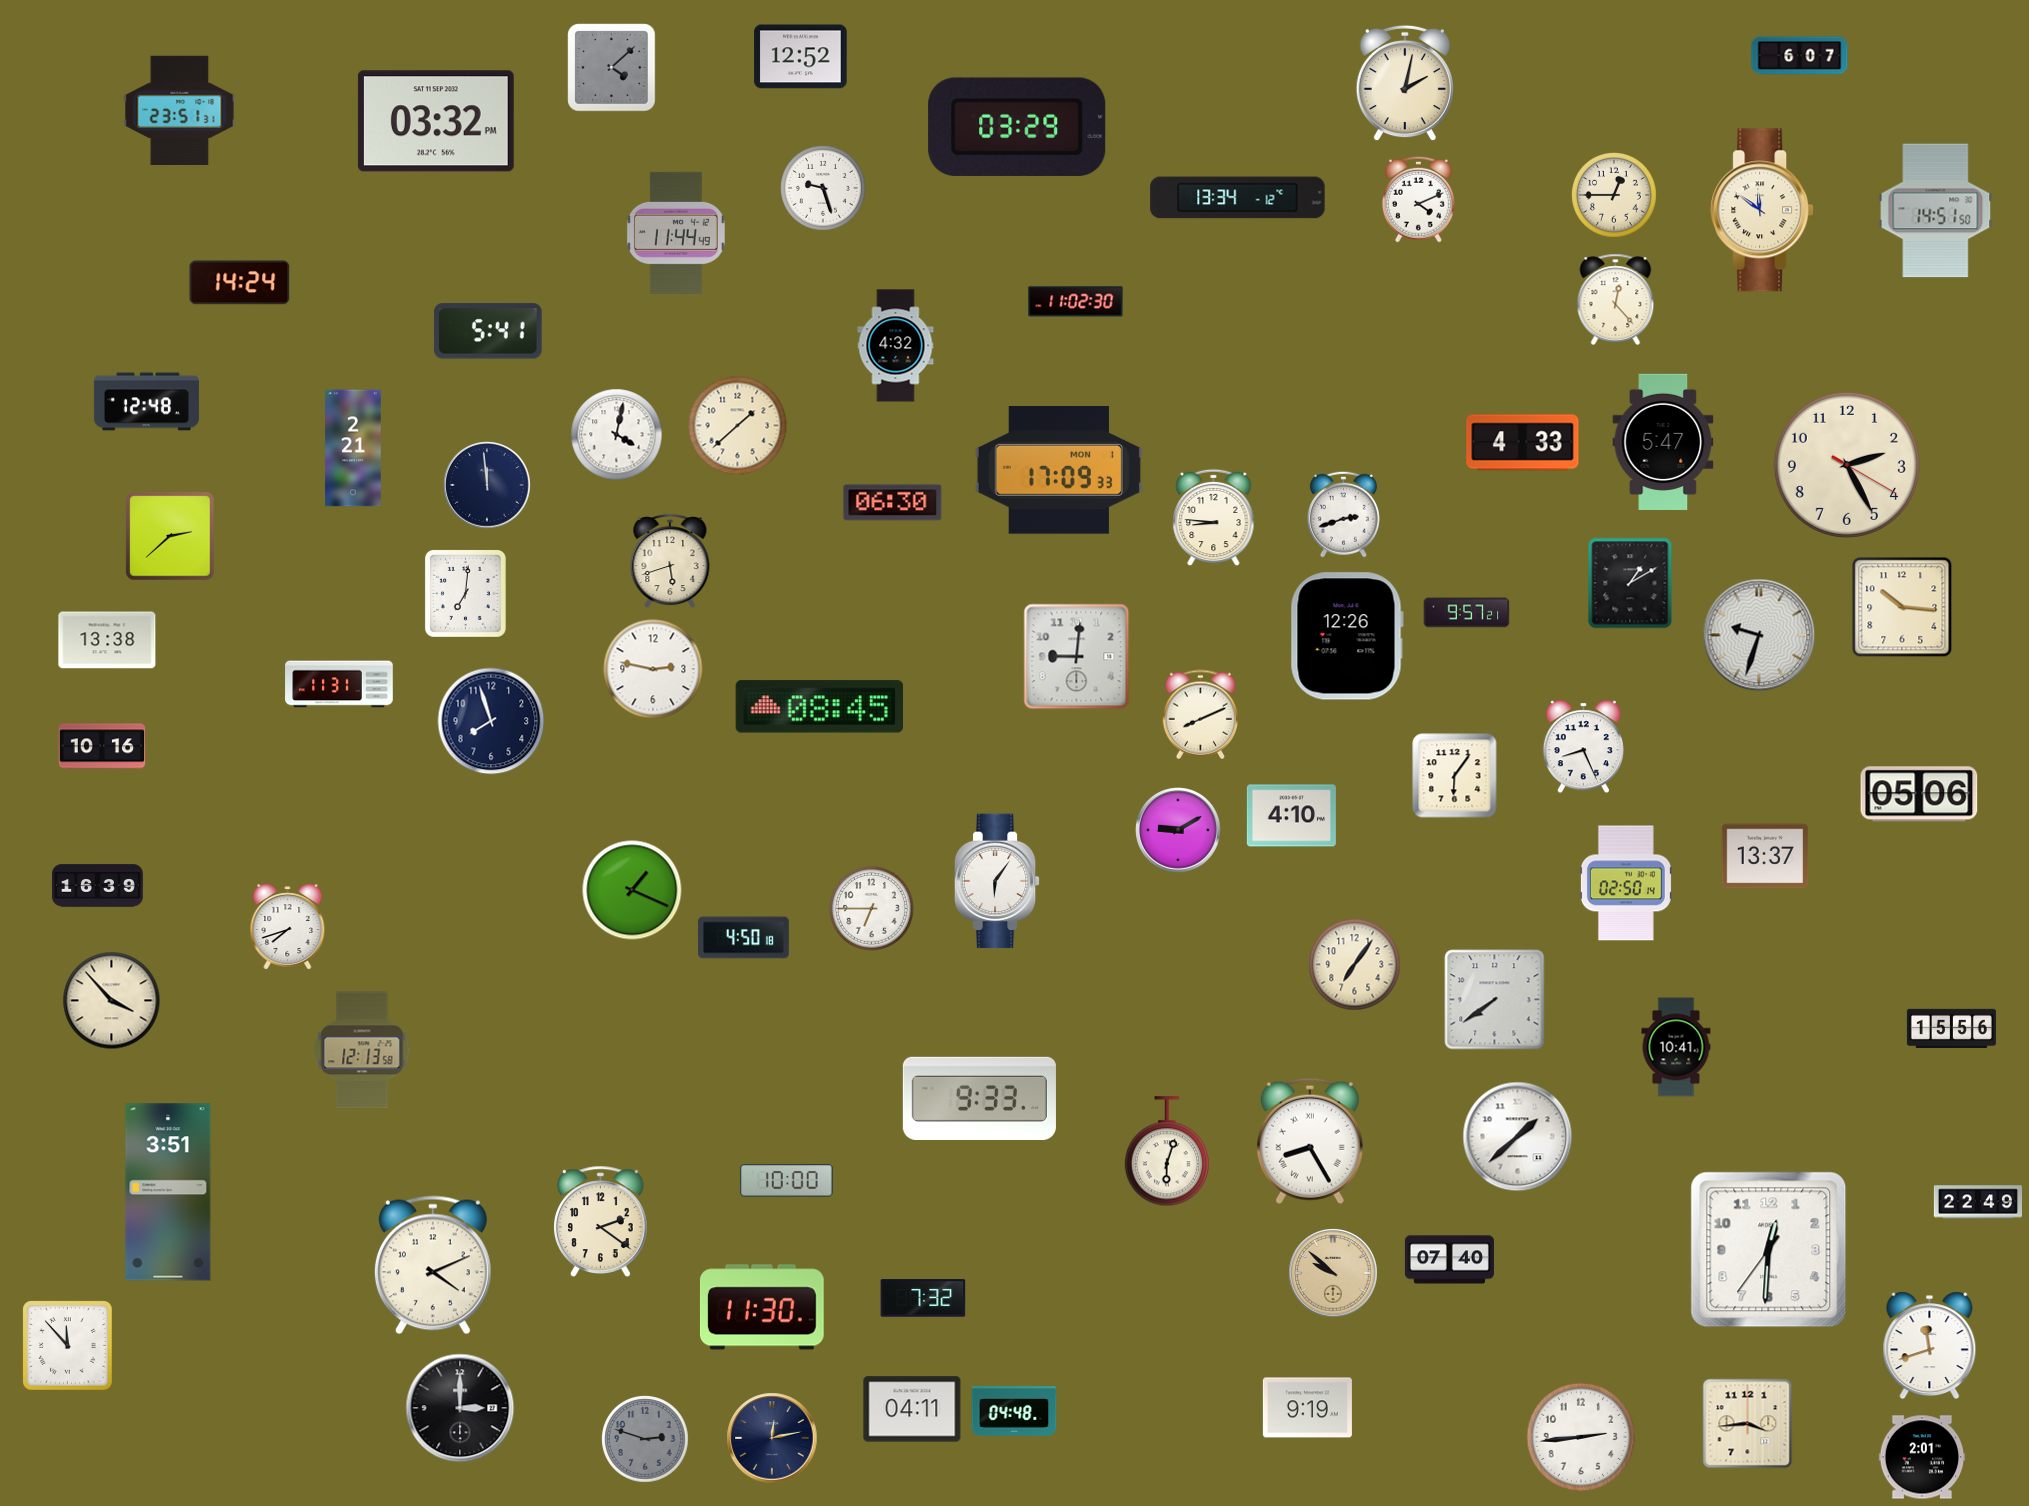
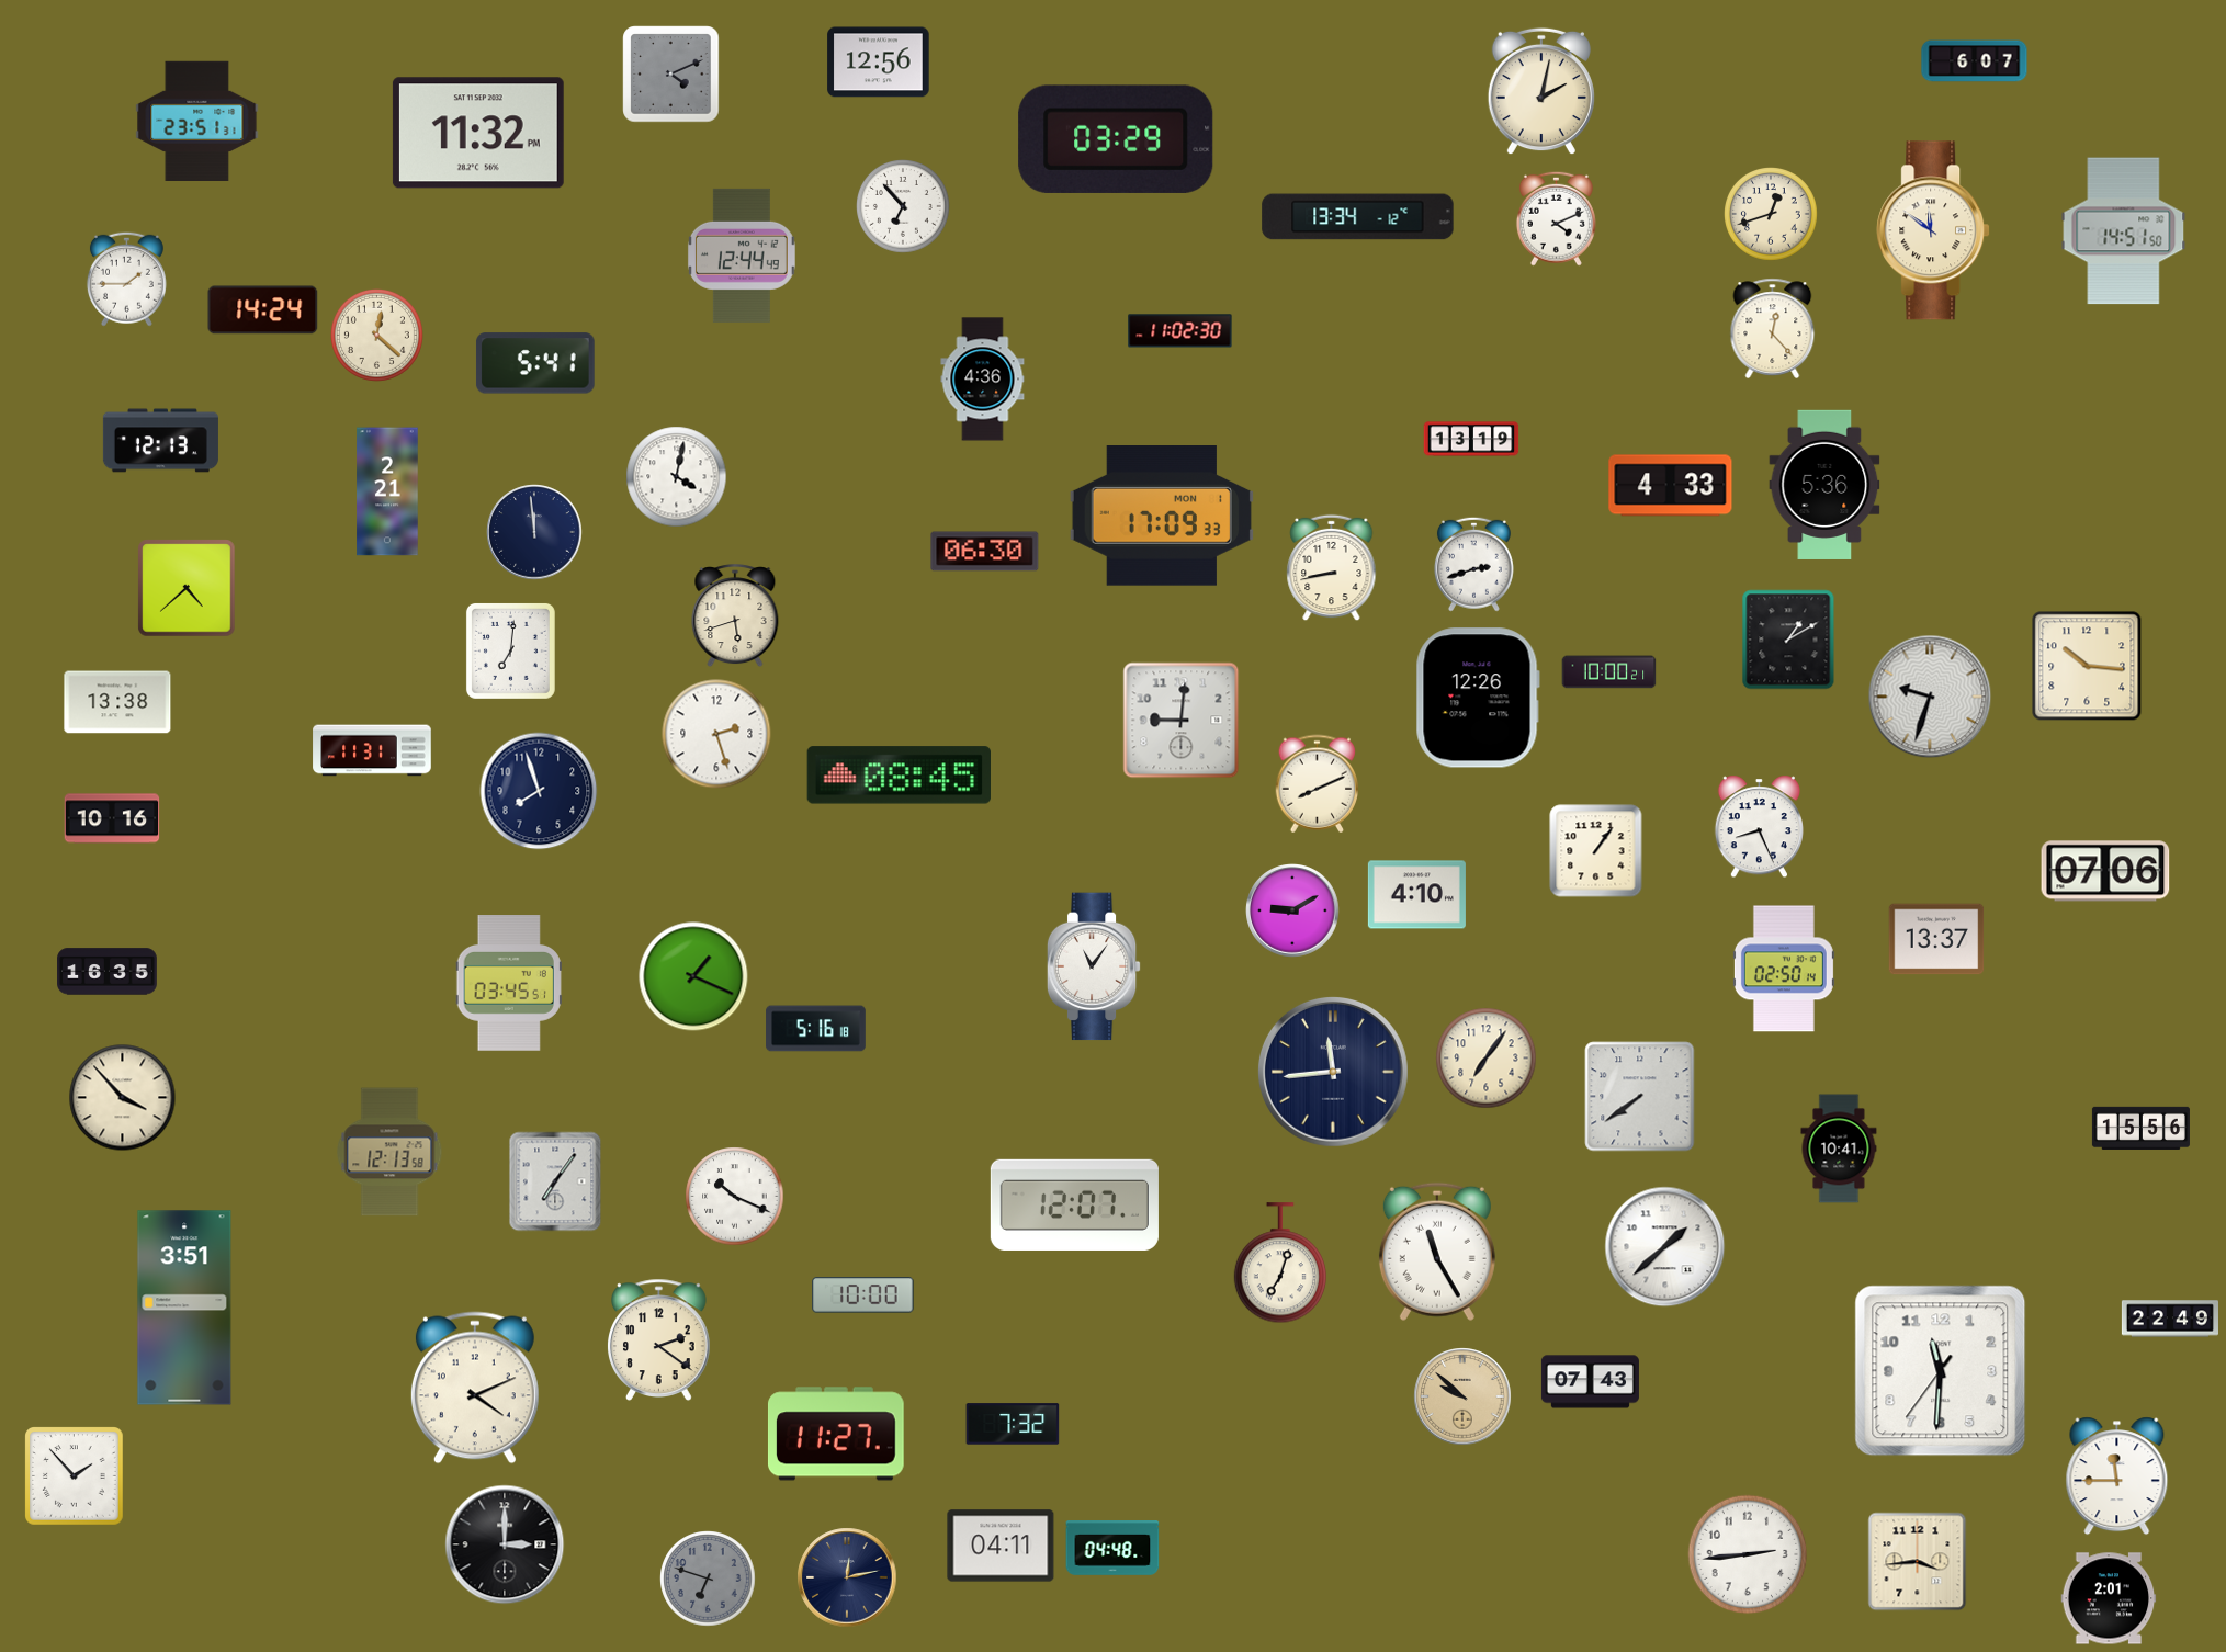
clock at (801, 57): 12:52 -> 12:56
clock at (612, 68): 4:08 -> 4:11
clock at (436, 121): 03:32 -> 11:32
clock at (824, 189): 9:27 -> 6:53
clock at (1615, 196): 12:45 -> 12:42
clock at (676, 233): 11:44 -> 12:44
clock at (126, 279): none -> 1:45
clock at (376, 335): none -> 12:22
clock at (896, 346): 4:32 -> 4:36
clock at (1471, 439): none -> 13:19
clock at (146, 402): 12:48 -> 12:13
clock at (738, 426): 1:38 -> none
clock at (1663, 442): 5:47 -> 5:36
clock at (1847, 465): 2:25 -> none
clock at (893, 503) position: (893, 503) -> (985, 552)
clock at (1214, 518): 8:46 -> 8:43
clock at (170, 536): 2:38 -> 4:38
clock at (1467, 613): 9:57 -> 10:00
clock at (653, 669): 2:47 -> 2:27
clock at (1583, 747) position: (1583, 747) -> (1759, 827)
clock at (1455, 776): 6:06 -> 1:06
clock at (1919, 794): 05:06 -> 07:06
clock at (997, 881): 6:06 -> 11:06
clock at (98, 886): 16:39 -> 16:35
clock at (509, 983): none -> 03:45
clock at (871, 908): 6:45 -> none
clock at (288, 927): 7:42 -> none
clock at (744, 938): 4:50 -> 5:16
clock at (1333, 1072): none -> 11:44
clock at (362, 1050) position: (362, 1050) -> (389, 1152)
clock at (555, 1181): none -> 7:06
clock at (735, 1197): none -> 10:19
clock at (979, 1098): 9:33 -> 12:07
clock at (1310, 1141): 8:25 -> 11:25
clock at (1166, 1152): 6:03 -> 7:03
clock at (1769, 1250): 12:30 -> 11:30
clock at (1449, 1260): 07:40 -> 07:43
clock at (762, 1307): 11:30 -> 11:27
clock at (68, 1346): 11:53 -> 1:53
clock at (1930, 1346): 11:42 -> 11:45
clock at (1307, 1408): 9:19 -> none
clock at (1581, 1437) position: (1581, 1437) -> (1748, 1554)
clock at (645, 1439): 2:48 -> 6:48
